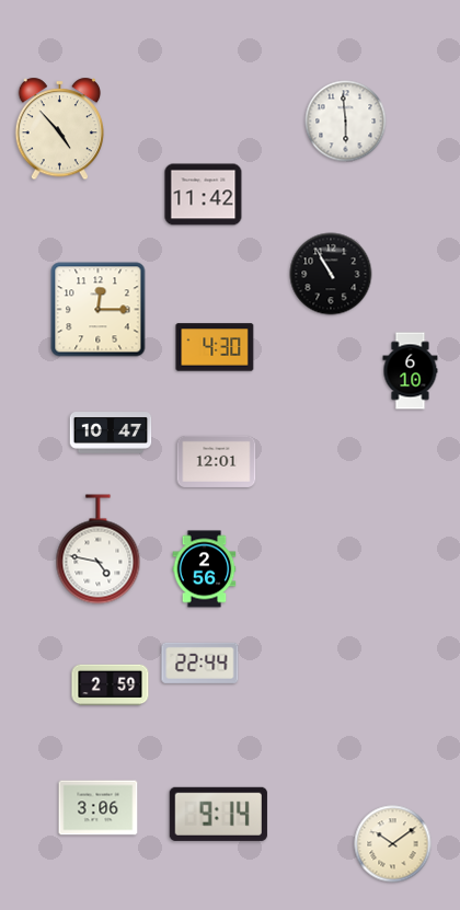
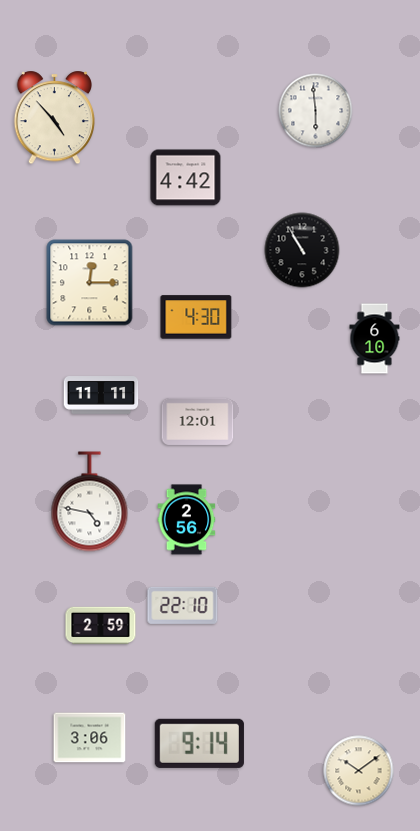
clock at (204, 195): 11:42 -> 4:42
clock at (111, 434): 10:47 -> 11:11
clock at (200, 663): 22:44 -> 22:10
